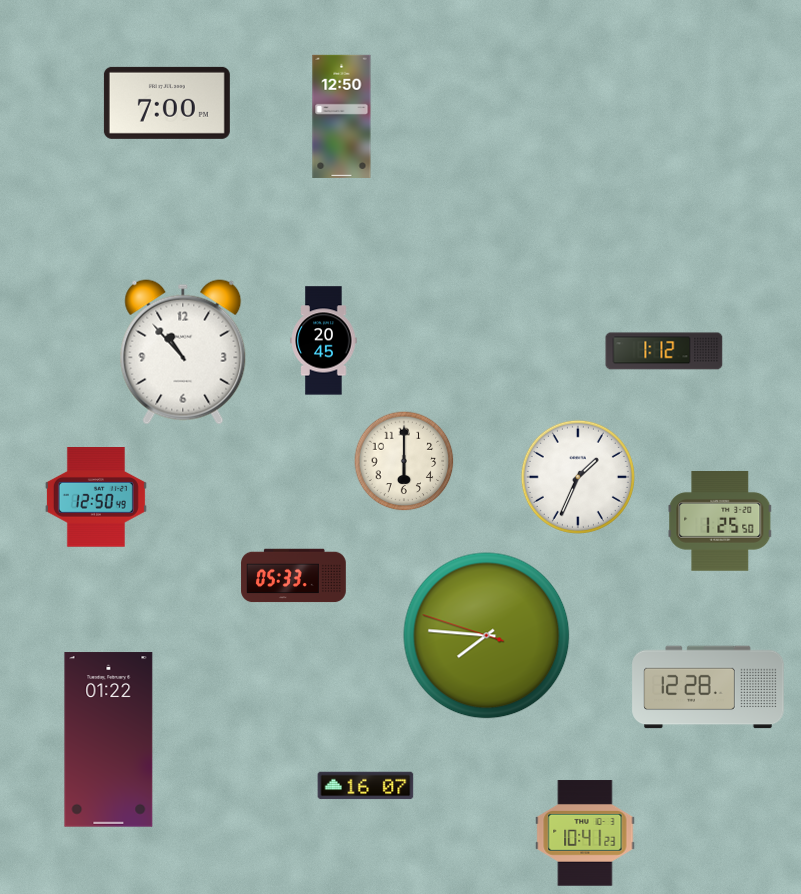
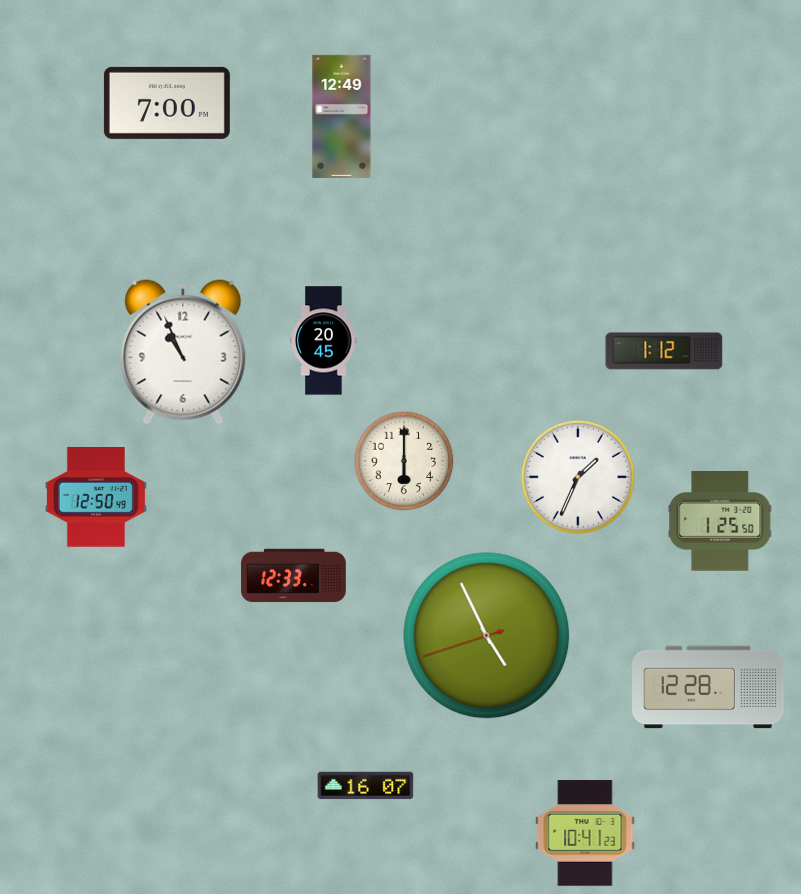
clock at (342, 116): 12:50 -> 12:49
clock at (183, 352): 10:53 -> 10:56
clock at (294, 576): 05:33 -> 12:33
clock at (487, 636): 7:45 -> 4:55
clock at (109, 740): 01:22 -> none
